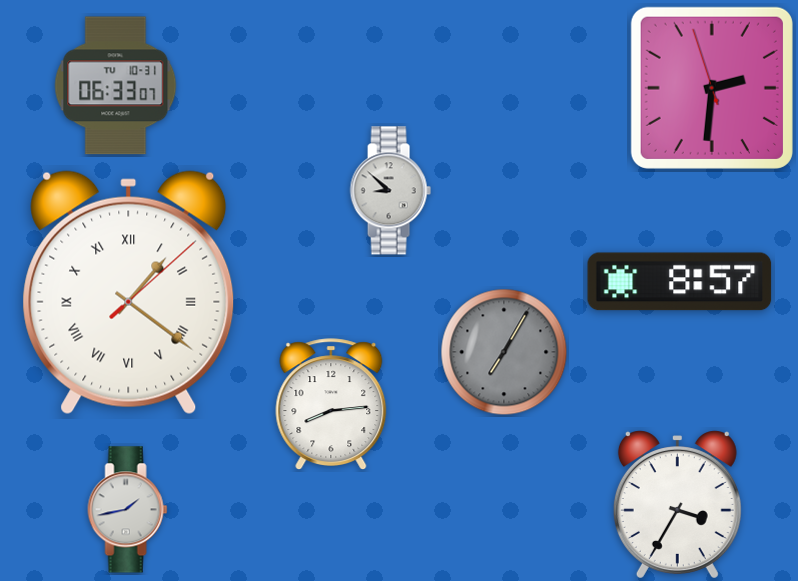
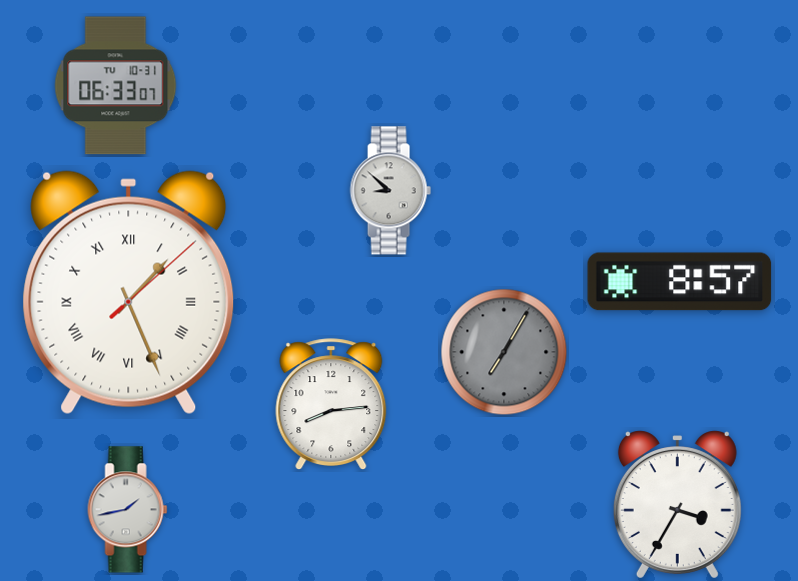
clock at (712, 88): 2:30 -> none
clock at (129, 293): 1:21 -> 1:26
